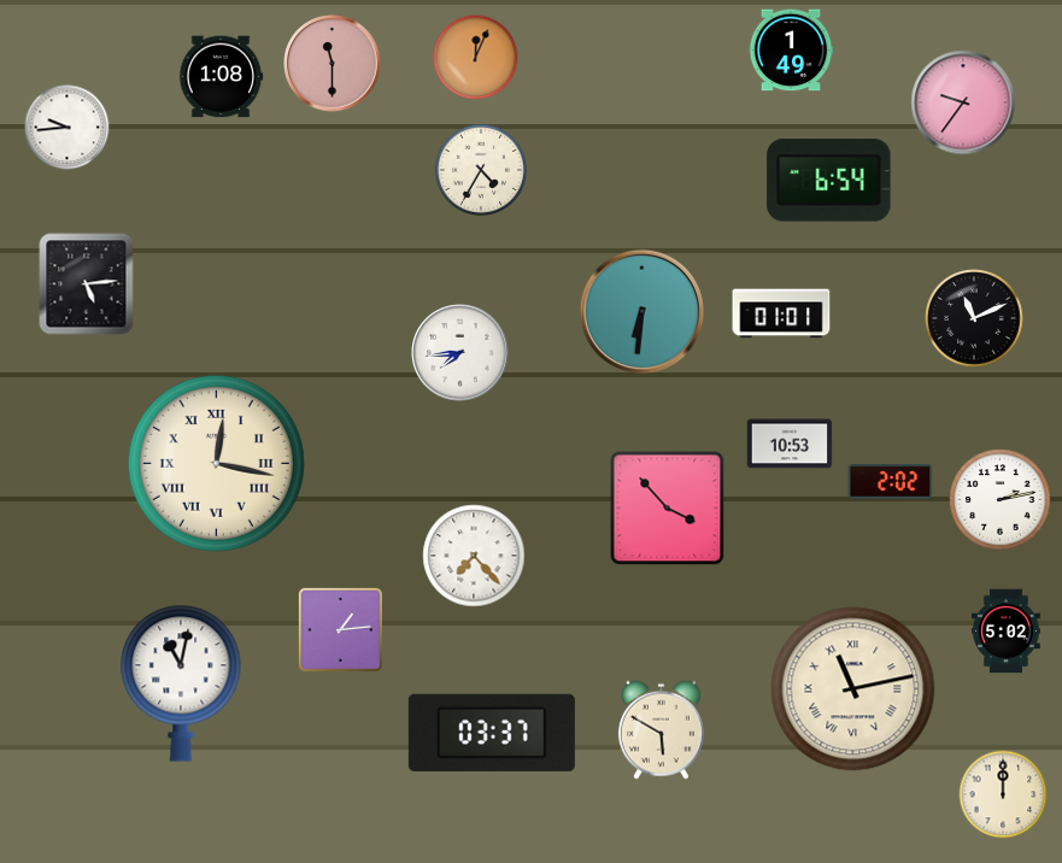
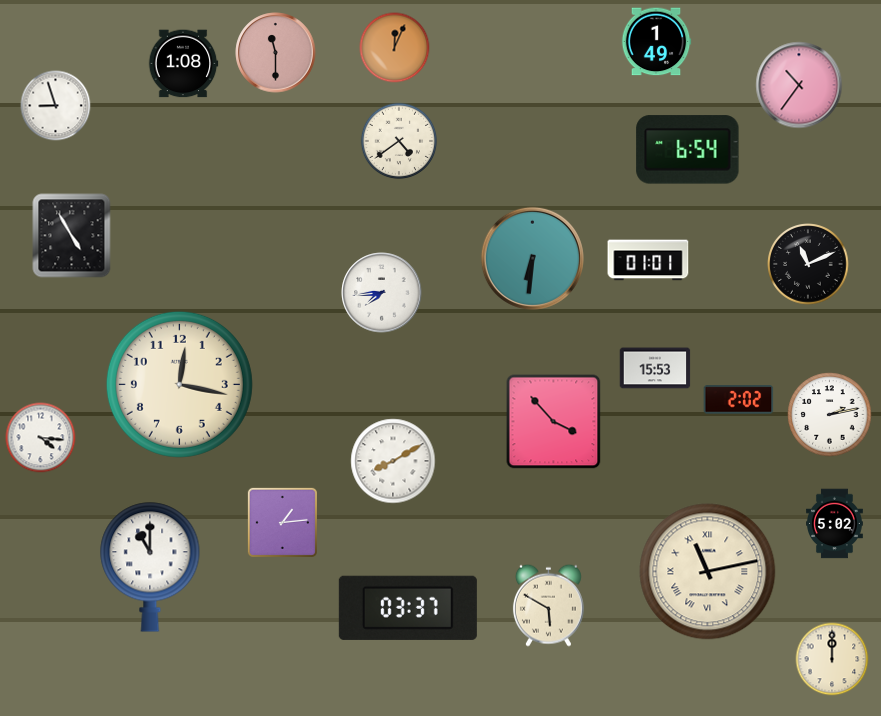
clock at (963, 102): 9:36 -> 10:36
clock at (68, 128): 9:44 -> 8:57
clock at (481, 170): 4:35 -> 4:39
clock at (87, 284): 5:14 -> 4:55
clock at (790, 444): 10:53 -> 15:53
clock at (216, 463) numerals: Roman -> Arabic
clock at (41, 438): none -> 4:16
clock at (474, 556): 7:23 -> 8:10
clock at (181, 683): 11:02 -> 11:00
